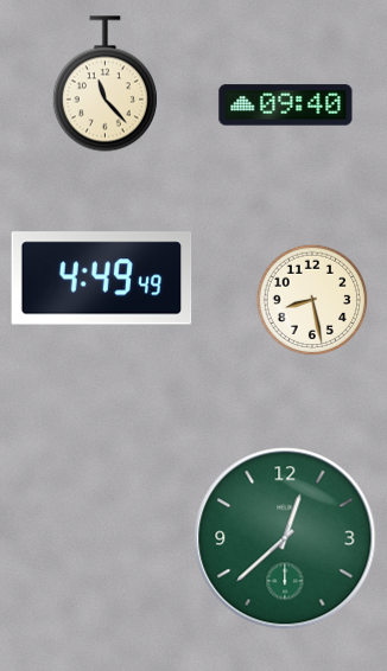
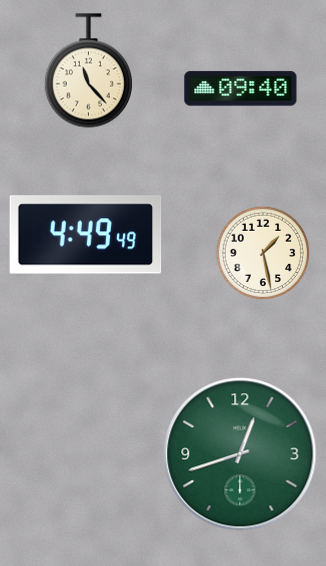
clock at (312, 300): 8:28 -> 1:28
clock at (285, 538): 12:38 -> 12:42
